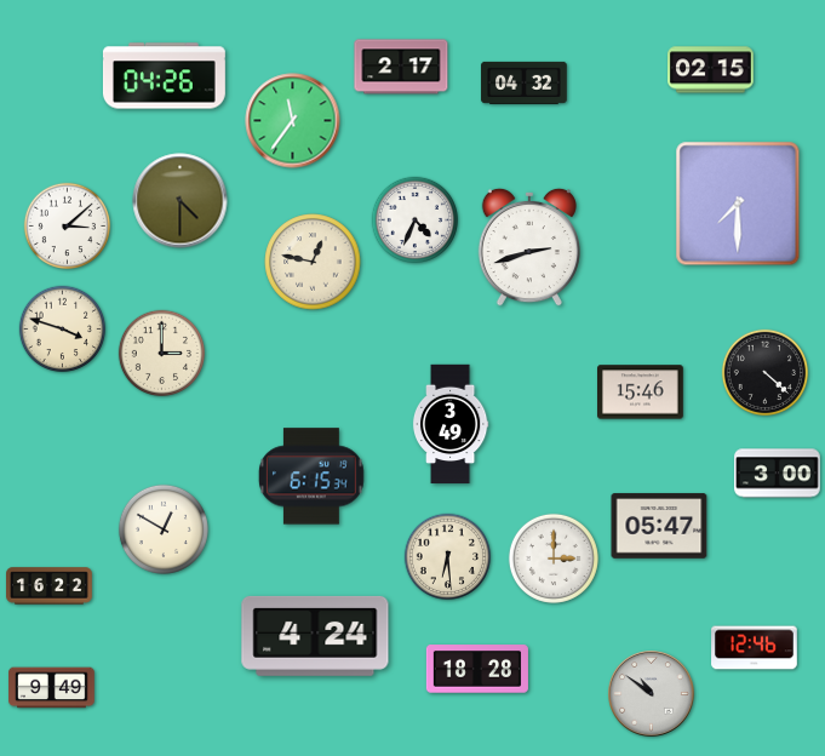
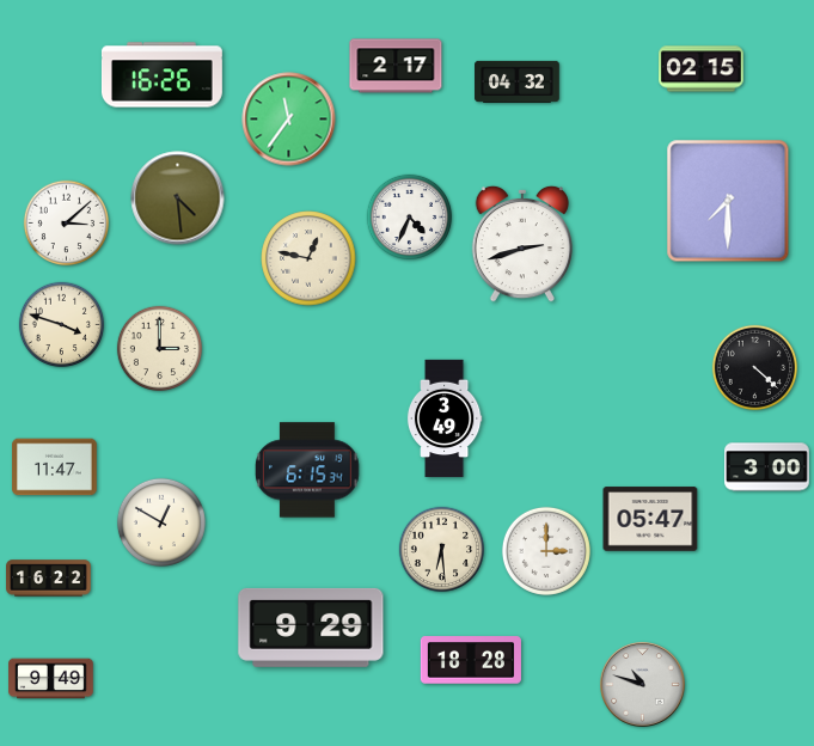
clock at (164, 76): 04:26 -> 16:26
clock at (181, 201): 4:30 -> 4:29
clock at (641, 393): 15:46 -> none
clock at (55, 467): none -> 11:47
clock at (315, 636): 4:24 -> 9:29
clock at (755, 648): 12:46 -> none
clock at (652, 694): 10:51 -> 10:48
